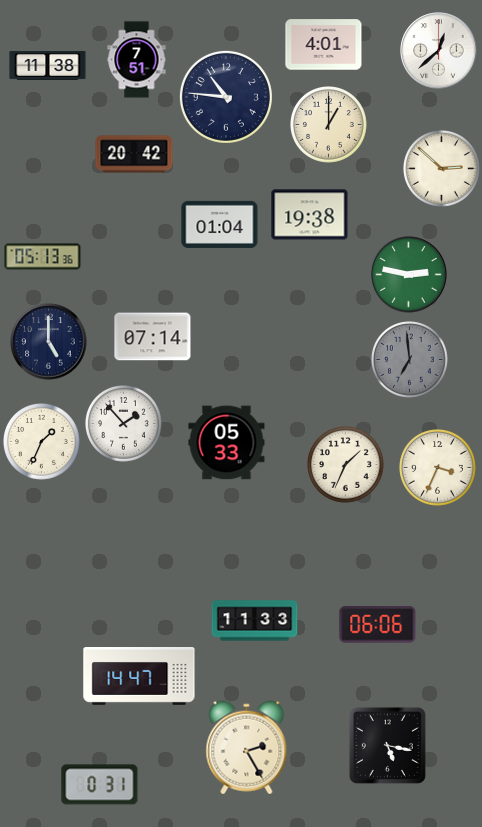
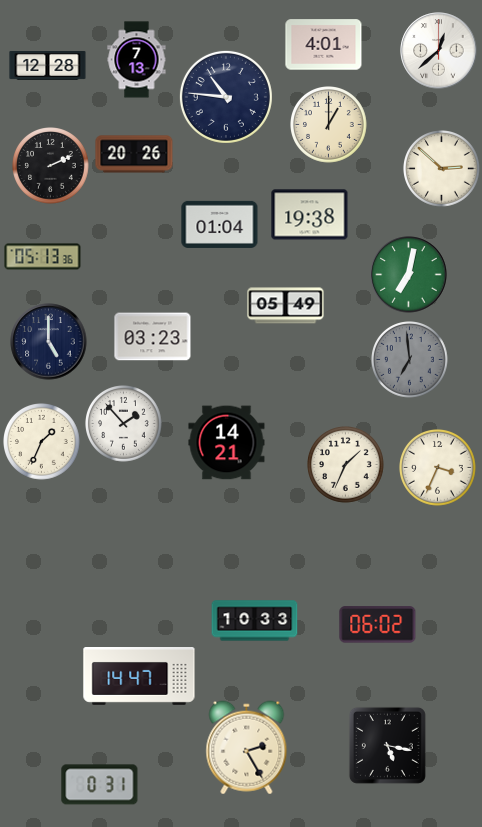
clock at (137, 60): 7:51 -> 7:13
clock at (48, 65): 11:38 -> 12:28
clock at (134, 154): 20:42 -> 20:26
clock at (51, 166): none -> 2:11
clock at (409, 275): 2:47 -> 7:02
clock at (286, 306): none -> 05:49
clock at (153, 337): 07:14 -> 03:23
clock at (227, 443): 05:33 -> 14:21
clock at (255, 621): 11:33 -> 10:33
clock at (378, 625): 06:06 -> 06:02
